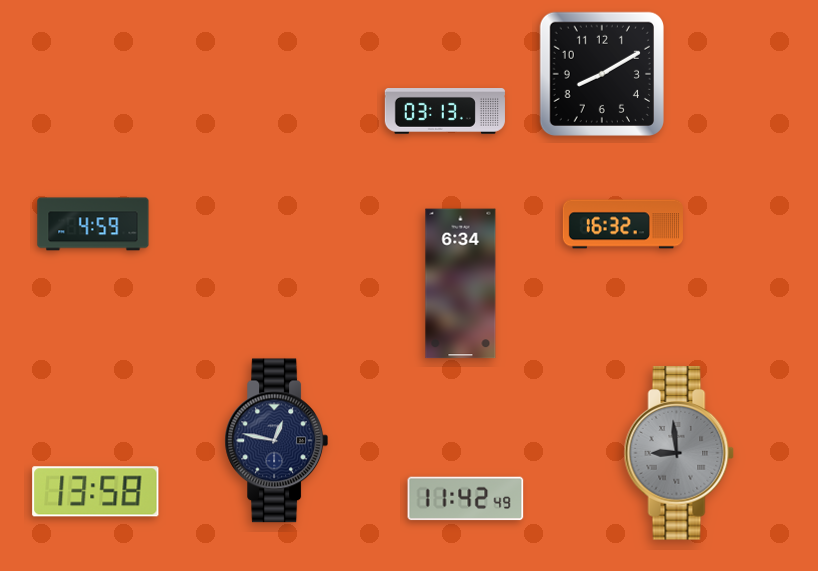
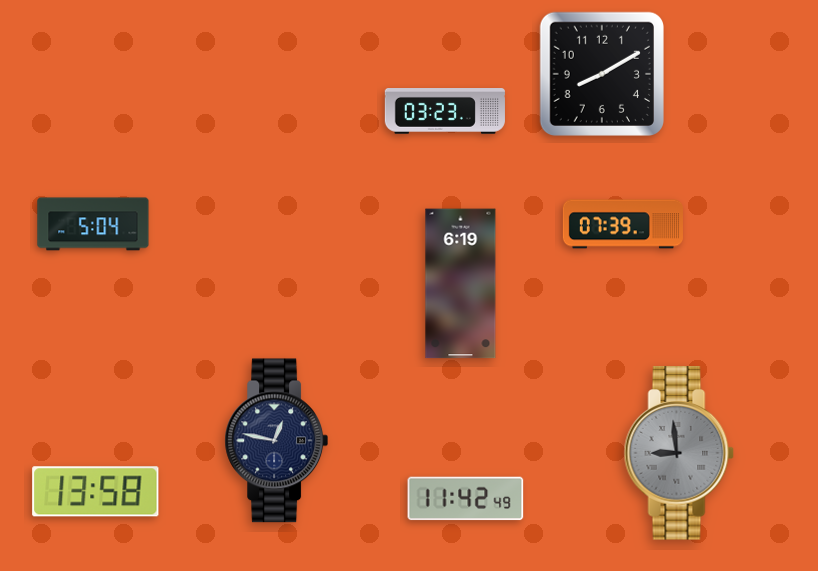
clock at (445, 112): 03:13 -> 03:23
clock at (93, 224): 4:59 -> 5:04
clock at (623, 224): 16:32 -> 07:39
clock at (461, 284): 6:34 -> 6:19
